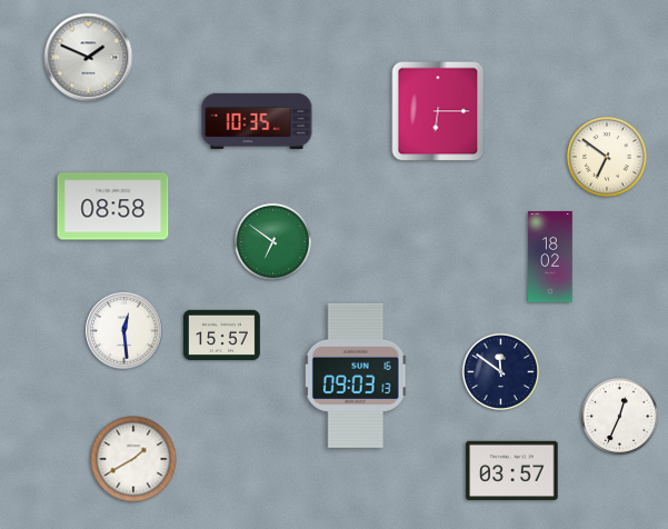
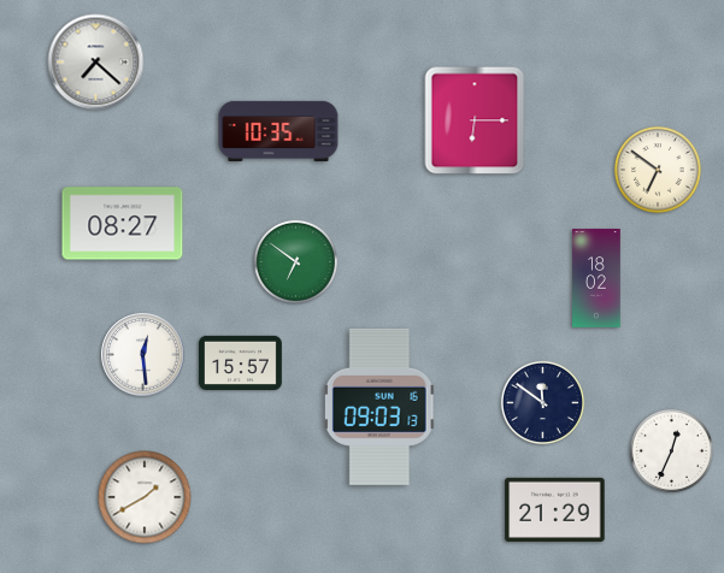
clock at (89, 58): 1:49 -> 7:22
clock at (113, 207): 08:58 -> 08:27
clock at (124, 331) position: (124, 331) -> (143, 355)
clock at (356, 376) position: (356, 376) -> (379, 407)
clock at (512, 470): 03:57 -> 21:29
